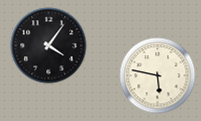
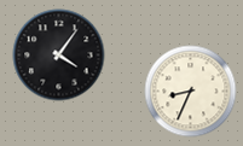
clock at (158, 76): 5:47 -> 8:34
